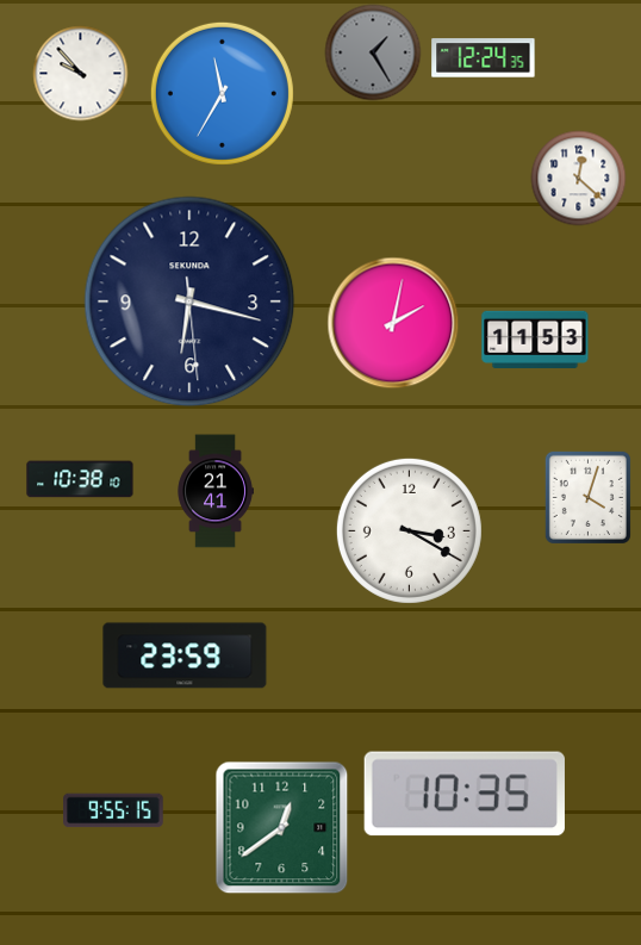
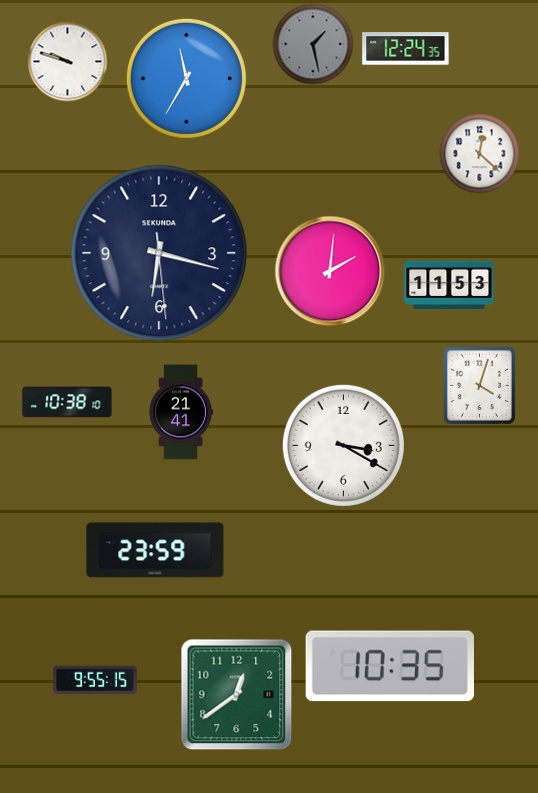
clock at (373, 52): 1:25 -> 1:28
clock at (81, 74): 9:53 -> 9:48
clock at (579, 179) position: (579, 179) -> (480, 154)
clock at (393, 323): 2:02 -> 2:01
clock at (587, 497) position: (587, 497) -> (479, 385)
